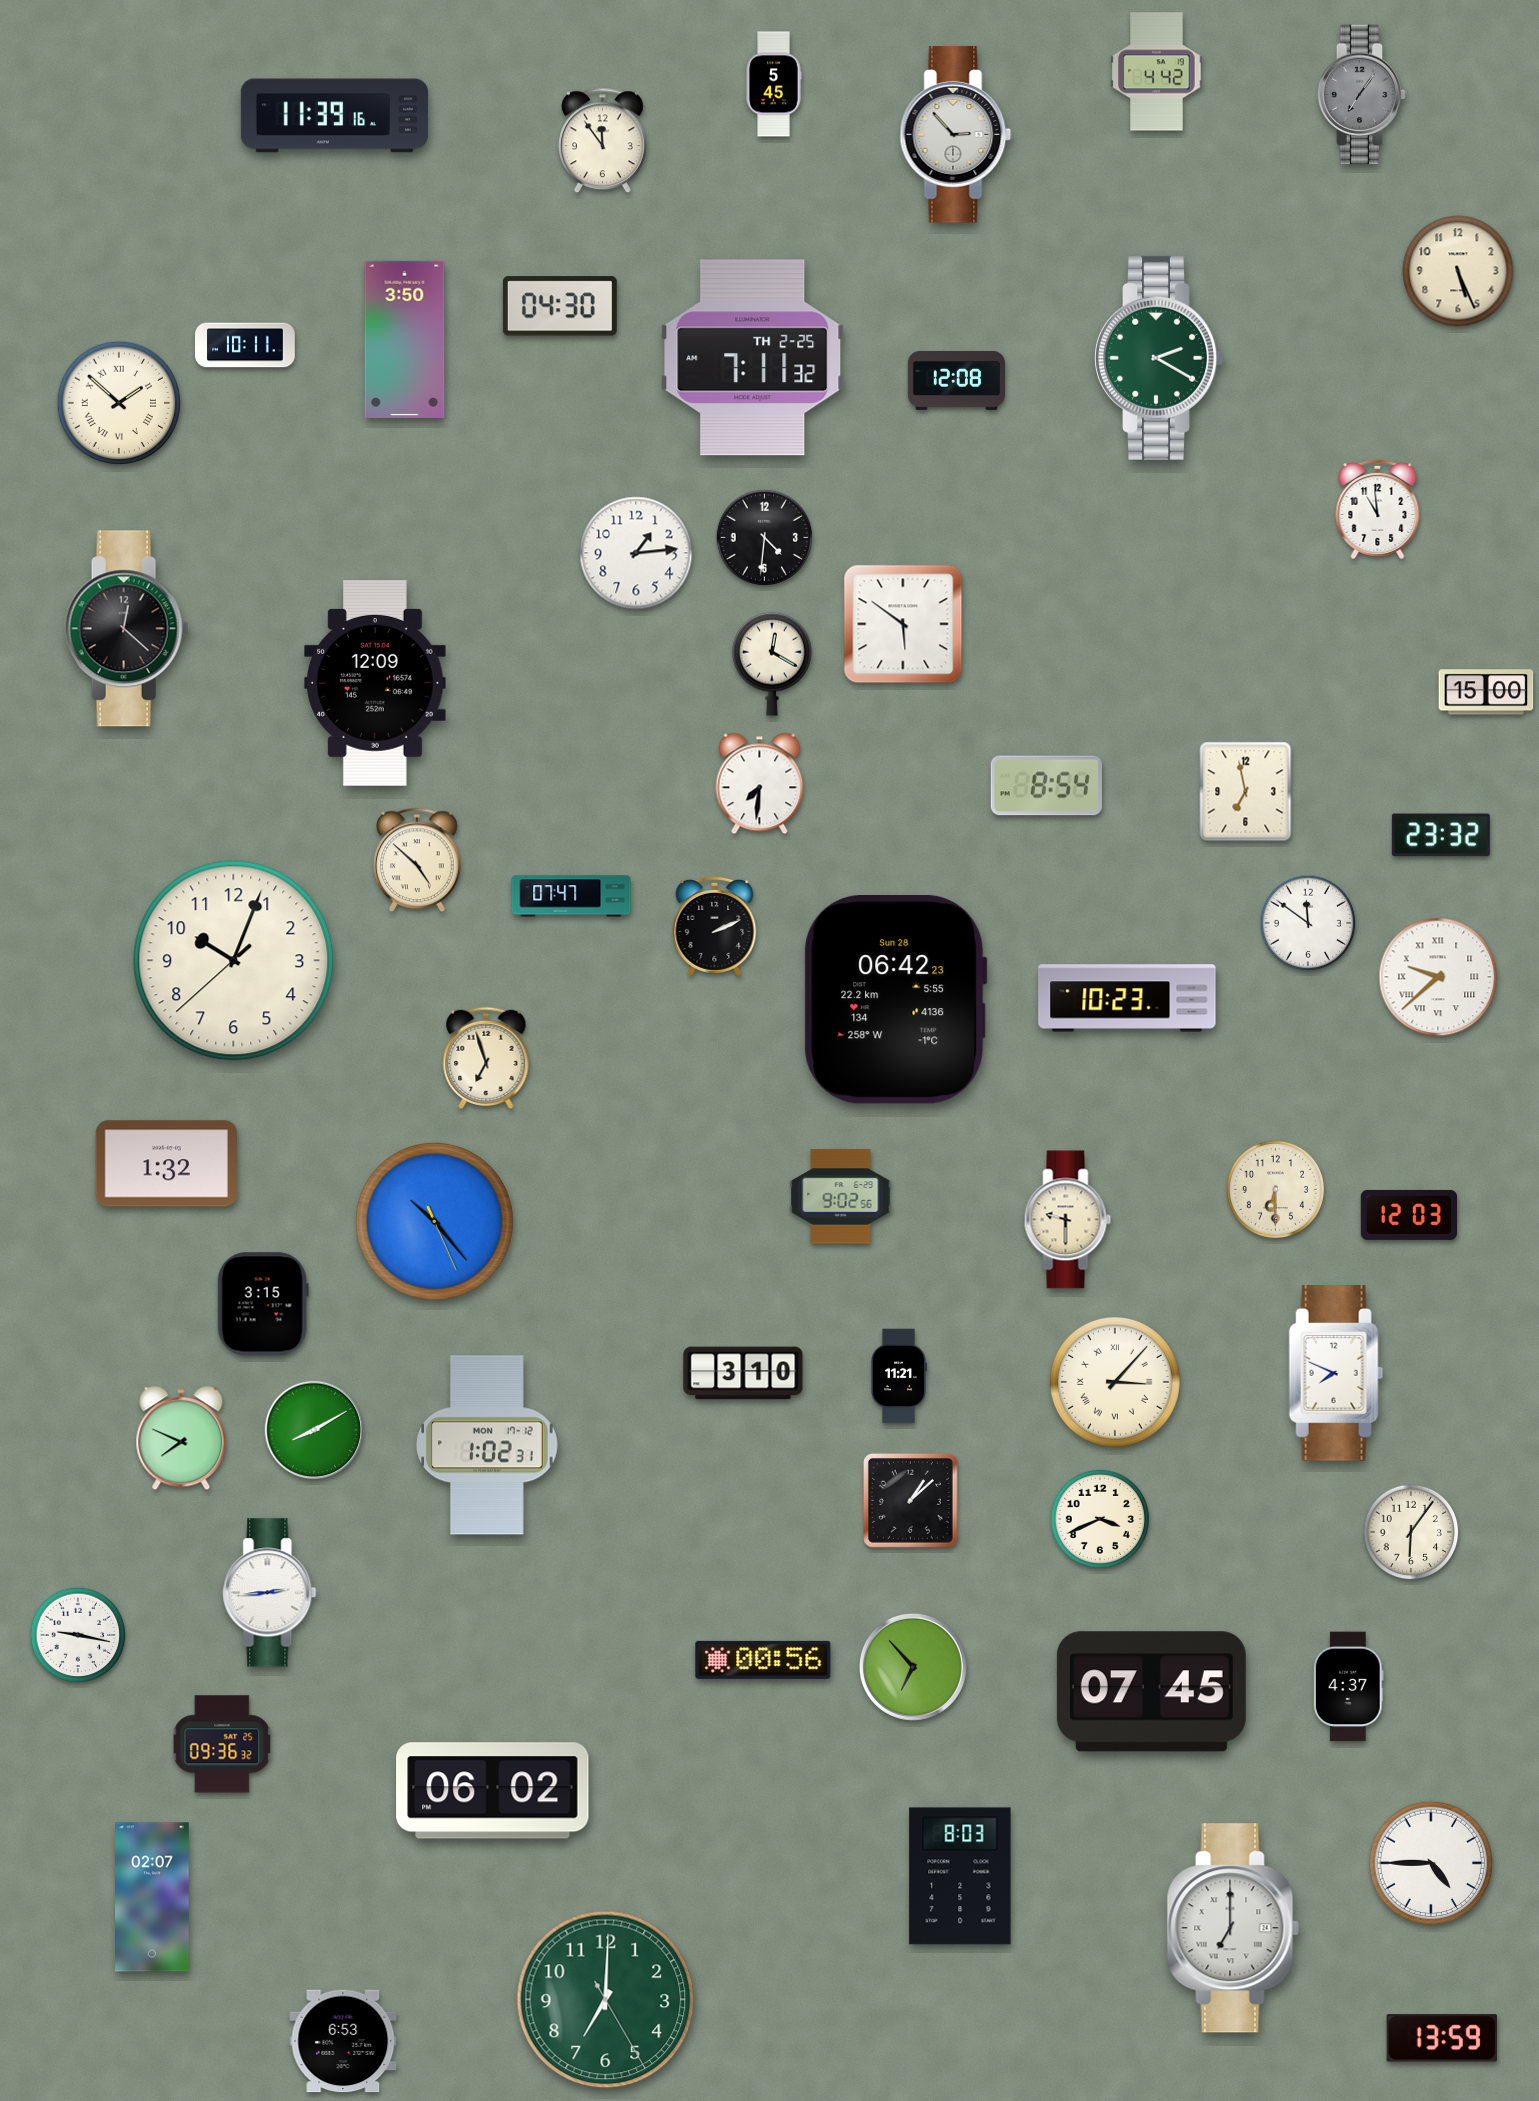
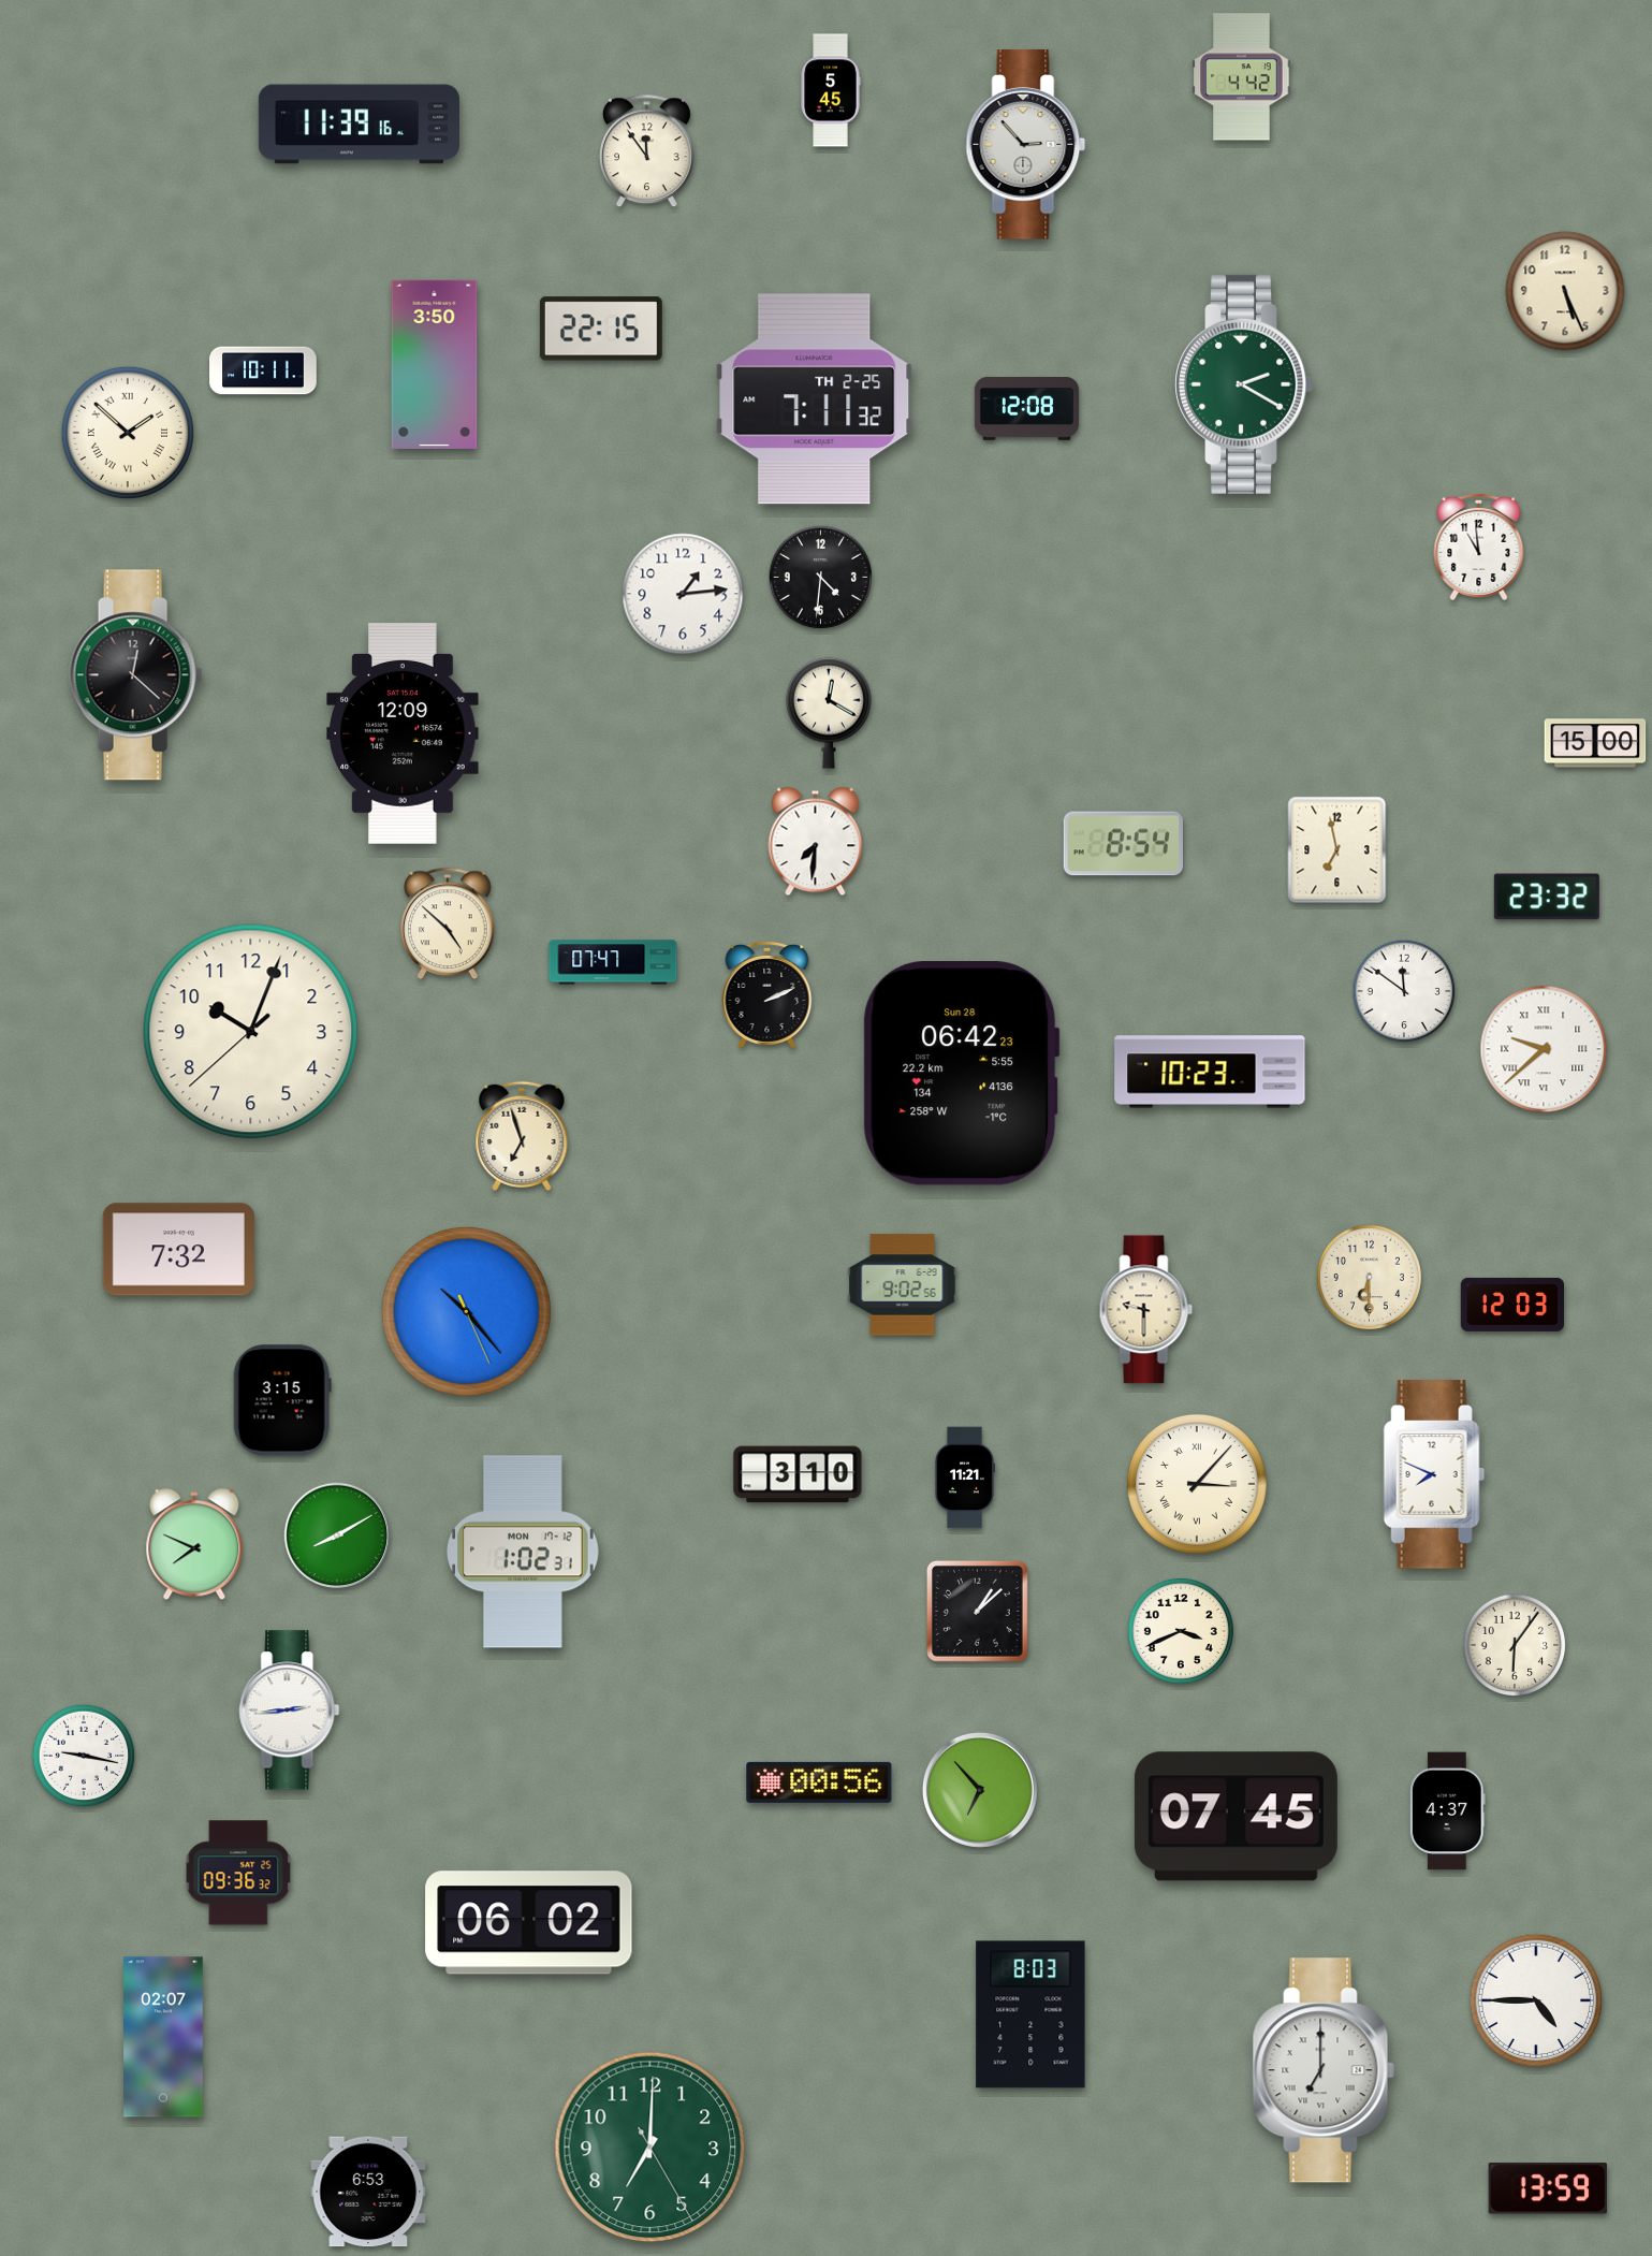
clock at (1362, 95): 7:06 -> none
clock at (560, 306): 04:30 -> 22:15
clock at (753, 358) position: (753, 358) -> (815, 399)
clock at (903, 624): 5:51 -> none
clock at (166, 1164): 1:32 -> 7:32
